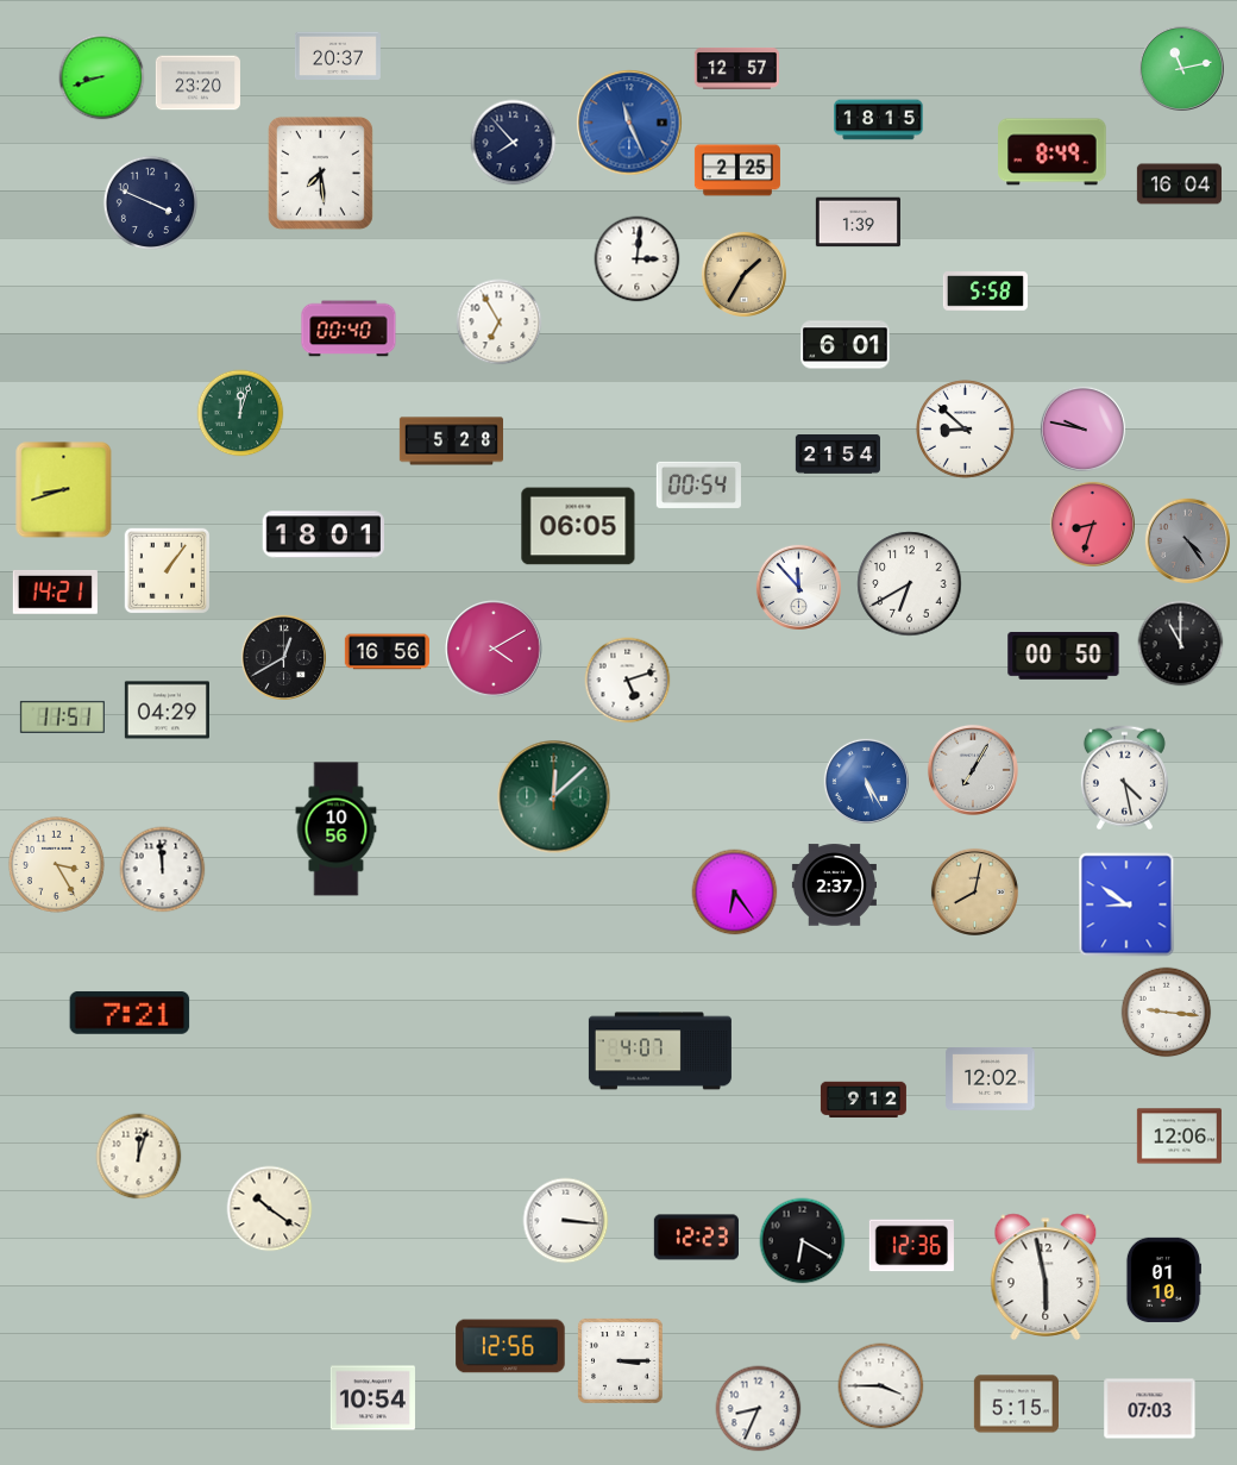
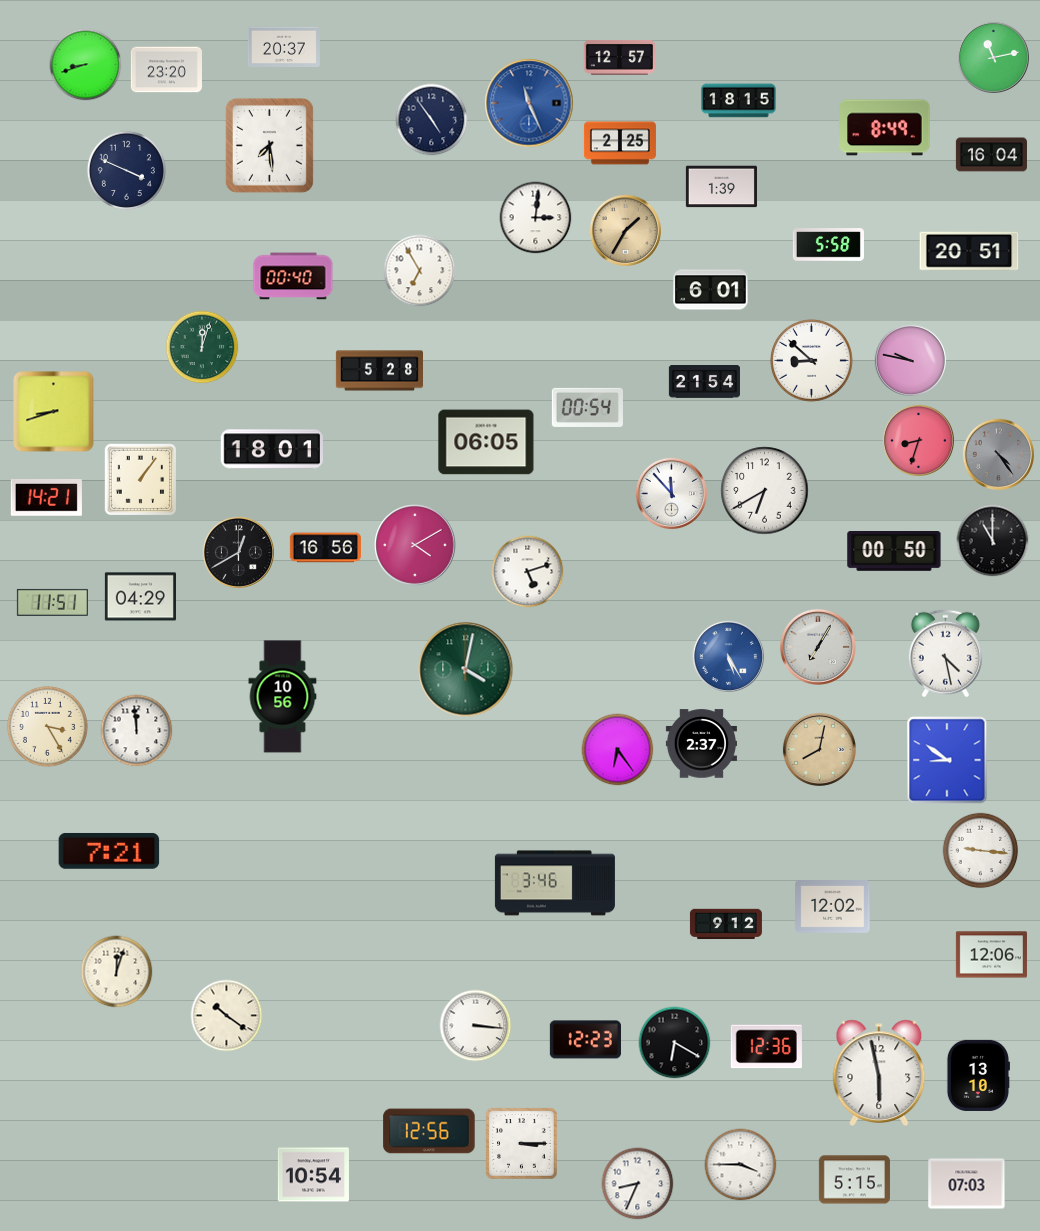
clock at (514, 143): 7:53 -> 4:54
clock at (969, 251): none -> 20:51
clock at (554, 797): 12:08 -> 4:02
clock at (660, 1051): 4:07 -> 3:46
clock at (1163, 1279): 01:10 -> 13:10
